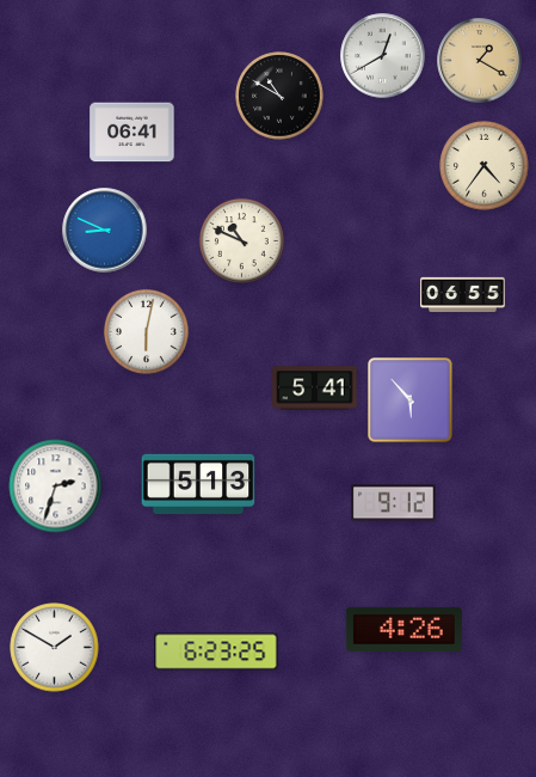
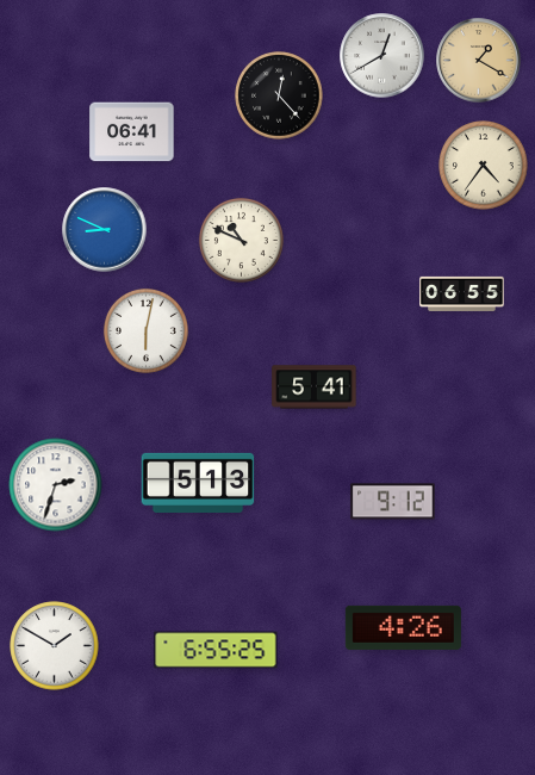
clock at (279, 96): 10:50 -> 12:23
clock at (411, 400): 5:53 -> none
clock at (216, 651): 6:23 -> 6:55
